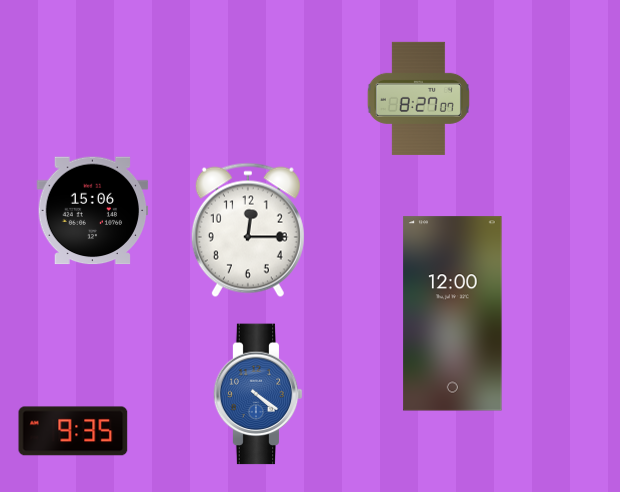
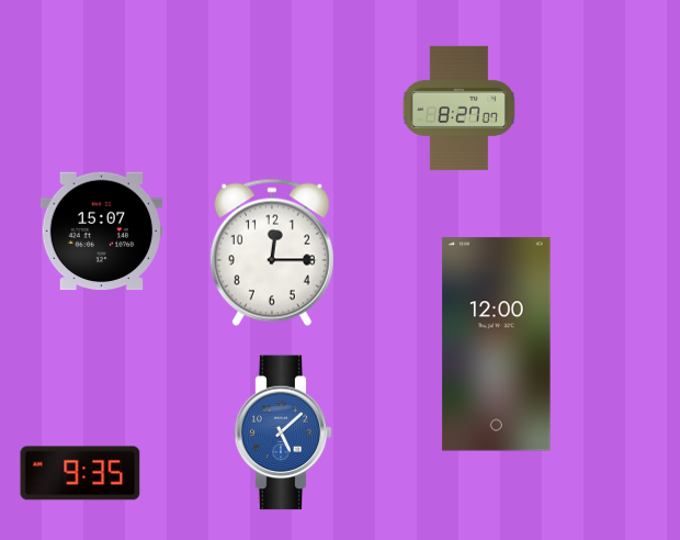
clock at (93, 211): 15:06 -> 15:07
clock at (258, 394): 4:21 -> 5:08
